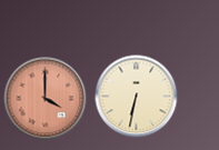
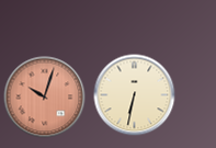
clock at (46, 99): 4:00 -> 10:03
